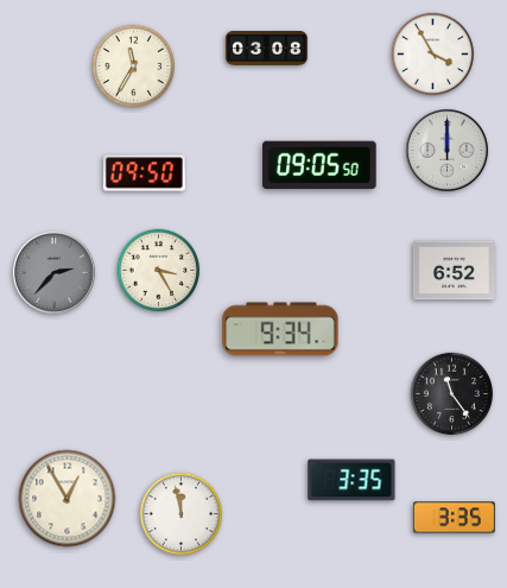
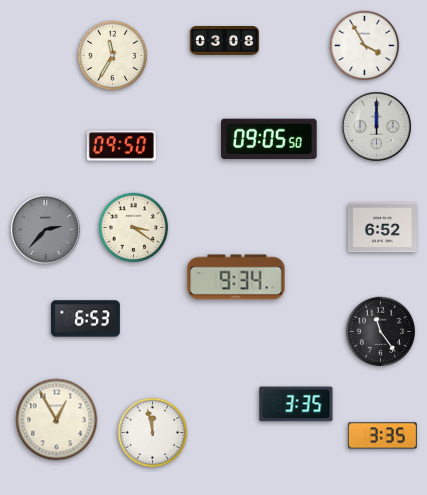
clock at (159, 271): 3:25 -> 3:21
clock at (85, 319): none -> 6:53
